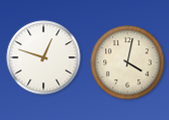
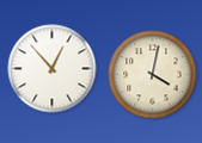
clock at (44, 58): 12:48 -> 12:53
